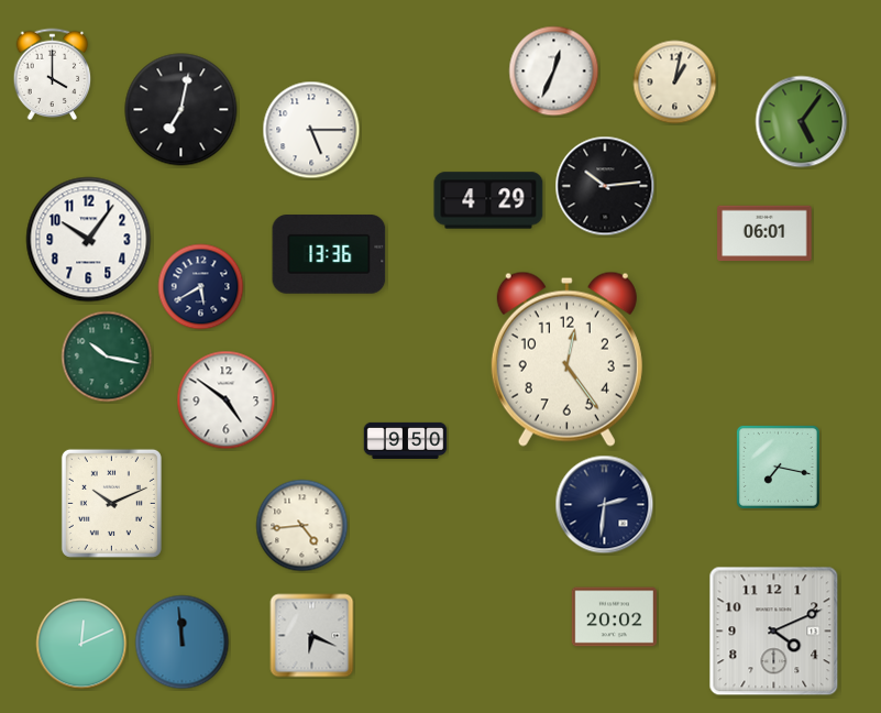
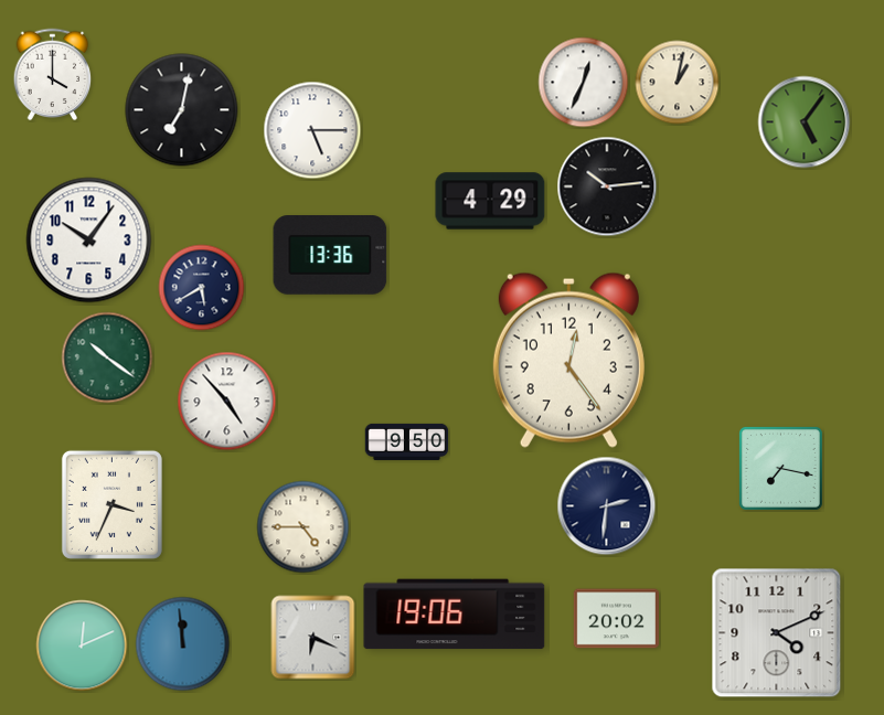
clock at (554, 72) position: (554, 72) -> (584, 83)
clock at (764, 233): 06:01 -> none
clock at (107, 356): 10:17 -> 10:21
clock at (227, 401): 4:51 -> 4:53
clock at (111, 503): 10:11 -> 3:34
clock at (302, 526): 4:44 -> 4:45
clock at (455, 615): none -> 19:06
